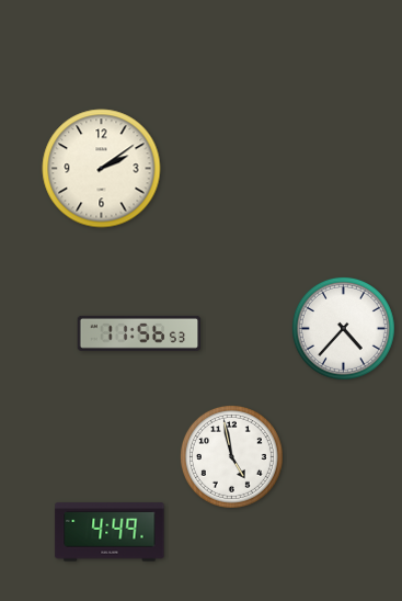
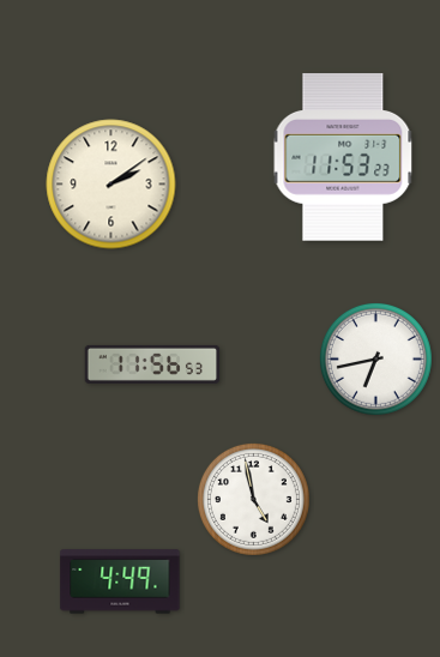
clock at (343, 157): none -> 11:53
clock at (343, 328): 4:37 -> 6:43
